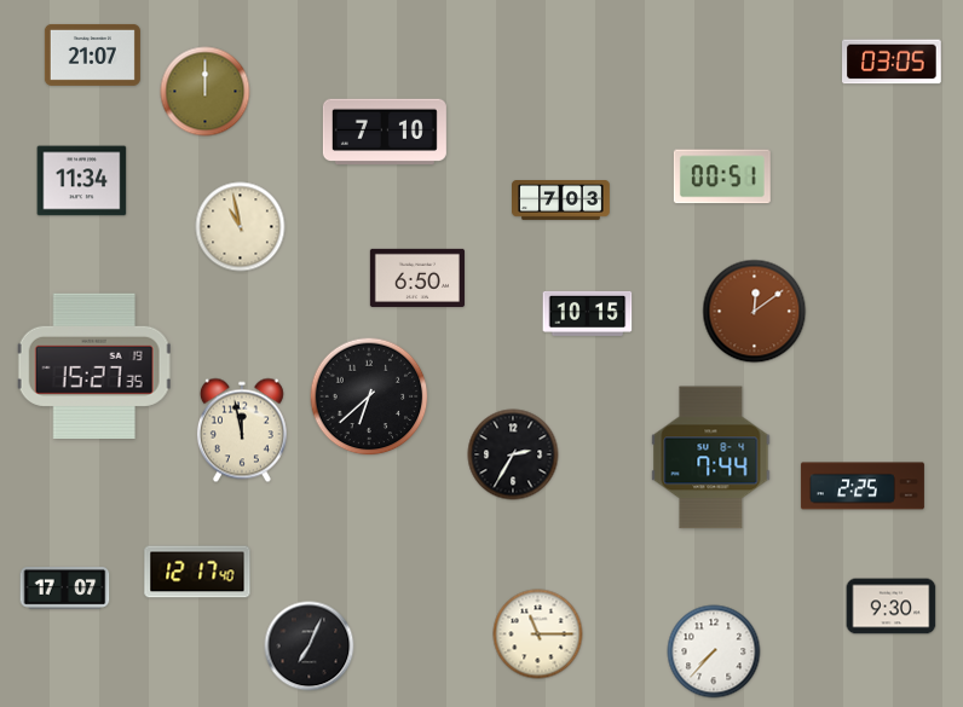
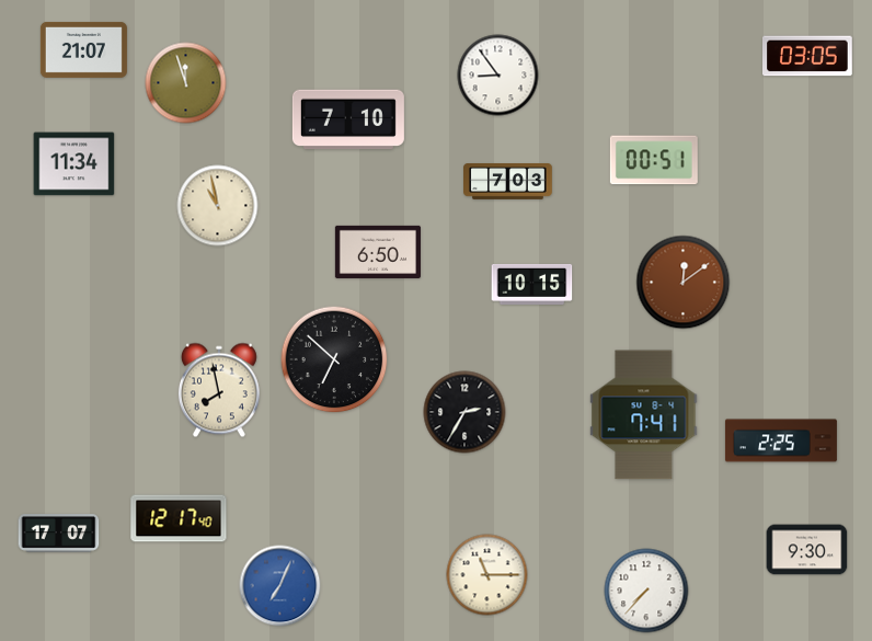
clock at (498, 76): none -> 8:54
clock at (206, 92): 12:00 -> 11:57
clock at (94, 366): 15:27 -> none
clock at (369, 396): 6:38 -> 6:52
clock at (242, 430): 11:58 -> 7:58
clock at (711, 458): 7:44 -> 7:41
clock at (310, 647) dial: black -> blue
